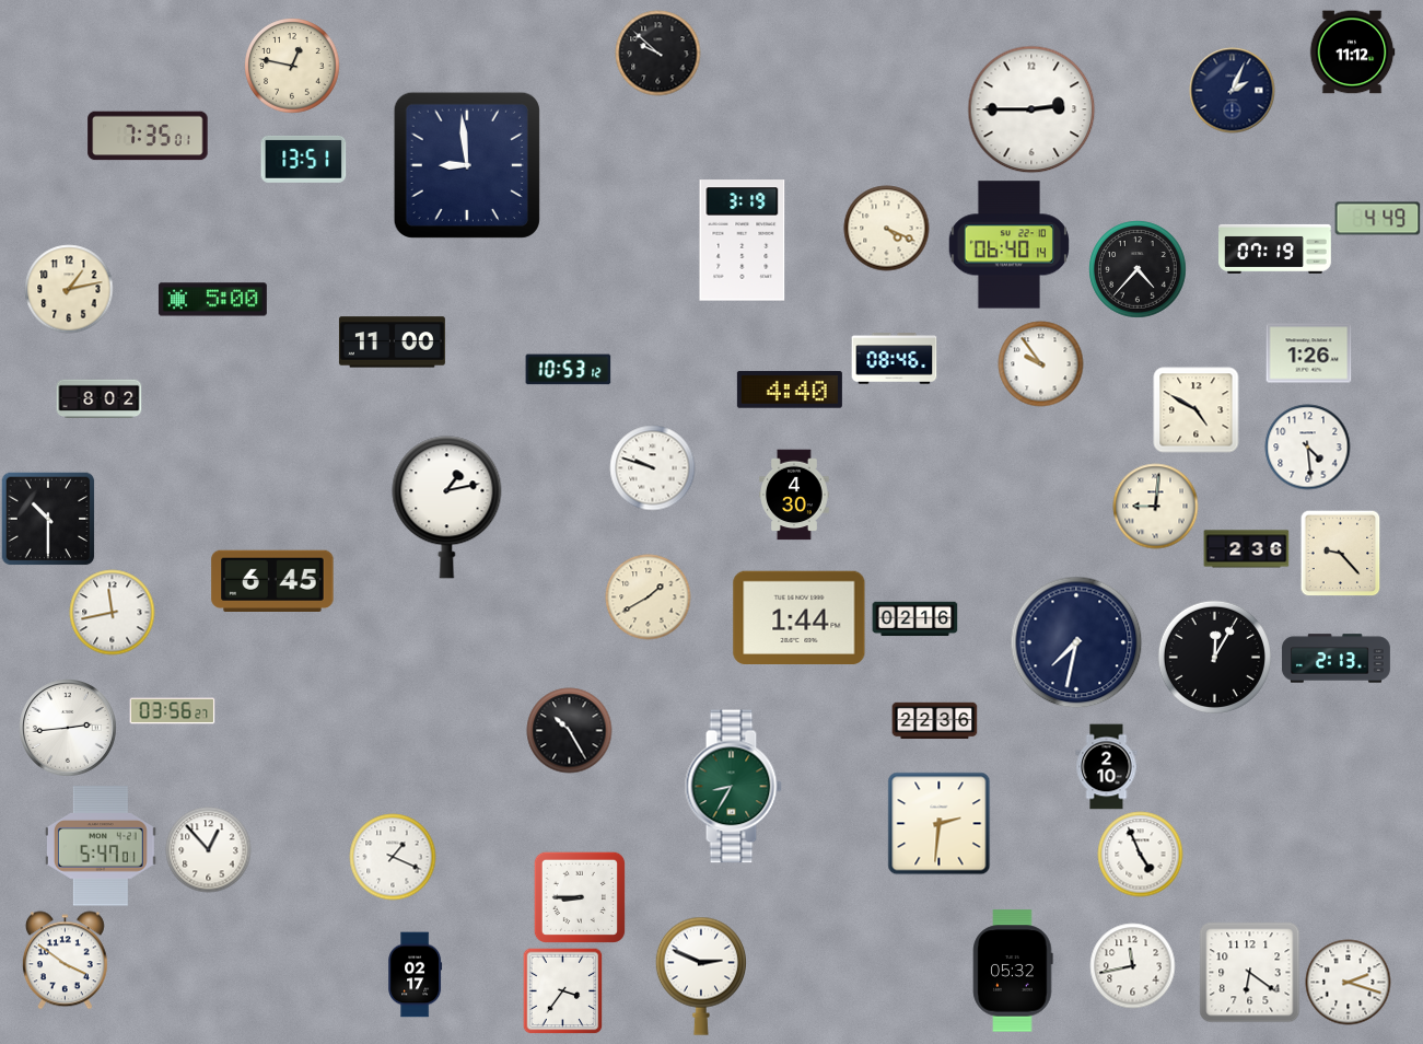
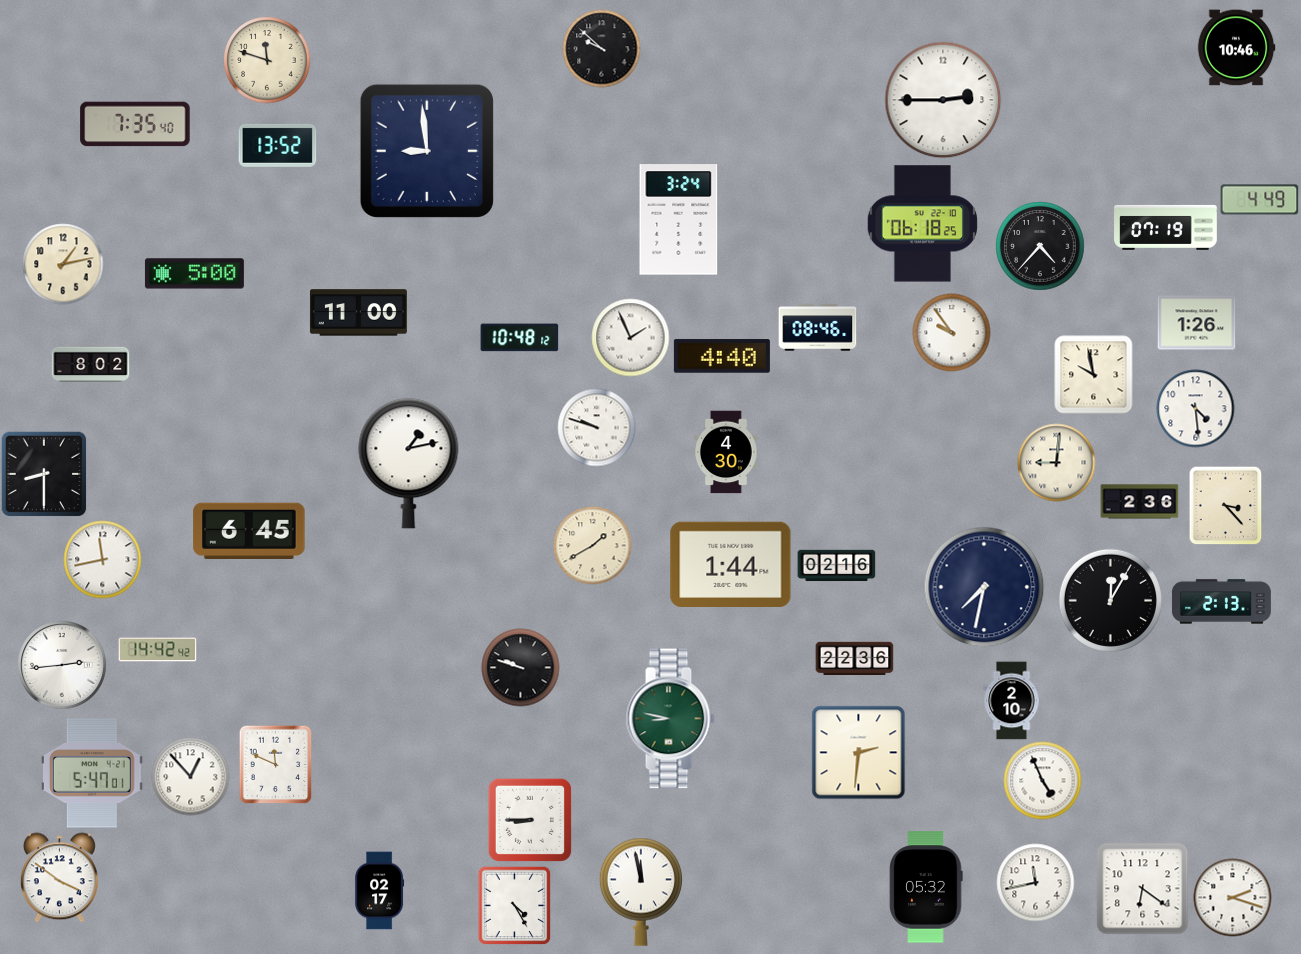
clock at (1352, 53): 11:12 -> 10:46
clock at (292, 66): 12:47 -> 11:48
clock at (1232, 90): 2:04 -> none
clock at (148, 136): 7:35:01 -> 7:35:40
clock at (303, 159): 13:51 -> 13:52
clock at (886, 228): 4:19 -> none
clock at (743, 241): 3:19 -> 3:24
clock at (1008, 245): 06:40 -> 06:18
clock at (630, 337): none -> 1:56
clock at (568, 370): 10:53 -> 10:48
clock at (1195, 409): 4:50 -> 9:58
clock at (48, 519): 10:30 -> 8:30
clock at (1341, 553): 9:23 -> 3:23
clock at (172, 711): 03:56 -> 14:42
clock at (569, 730): 10:25 -> 9:48
clock at (733, 787): 8:35 -> 8:47
clock at (276, 764): none -> 11:49
clock at (393, 857): 1:19 -> none
clock at (700, 976): 2:49 -> 11:58
clock at (563, 990): 3:36 -> 4:25
